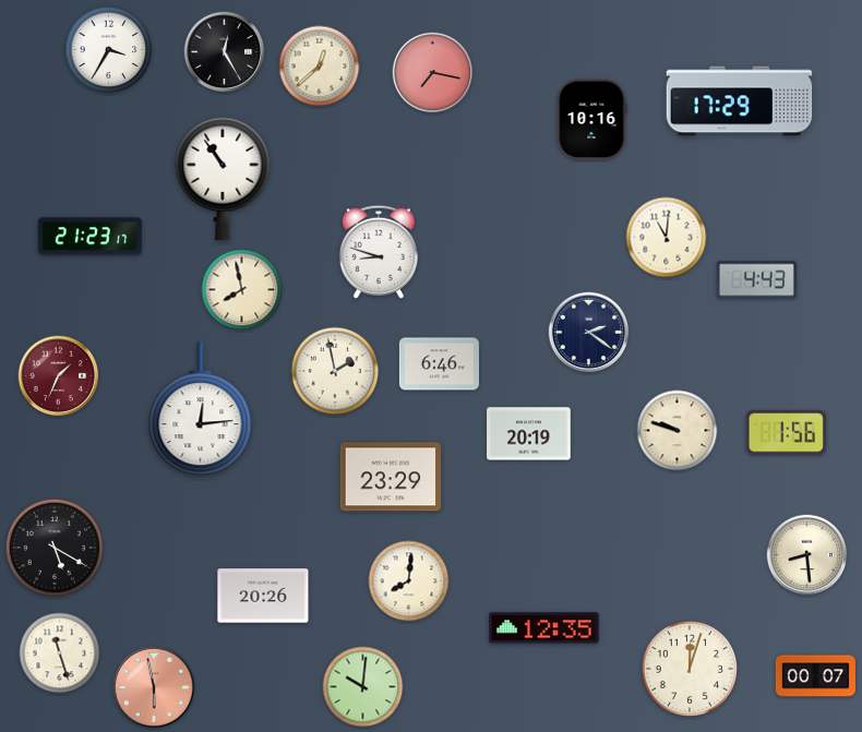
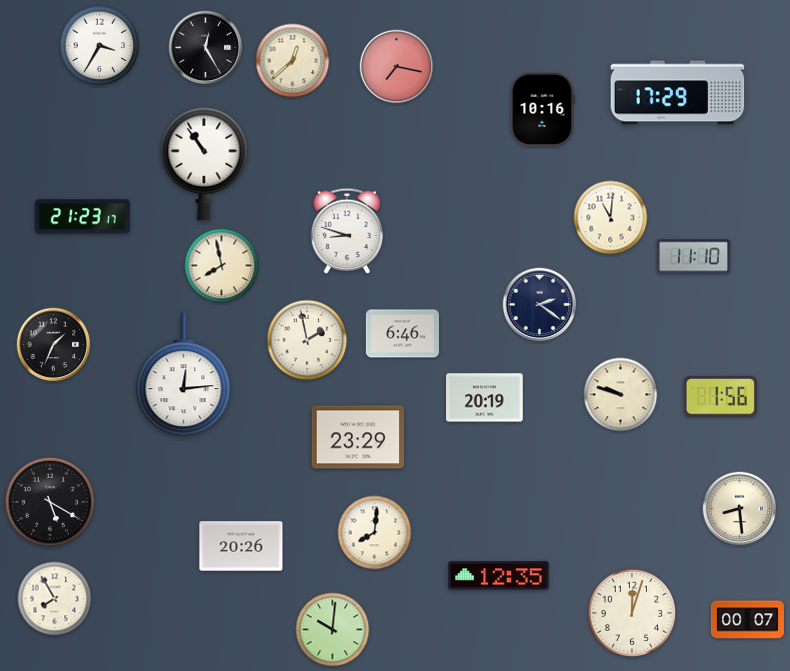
clock at (756, 280): 4:43 -> 11:10
clock at (59, 376) dial: burgundy -> black
clock at (60, 653): 11:27 -> 7:55
clock at (154, 687): 5:58 -> none
